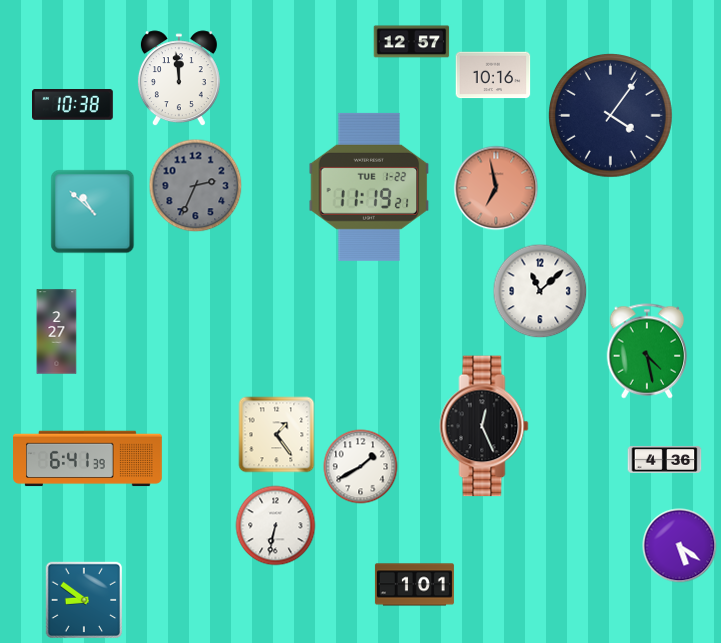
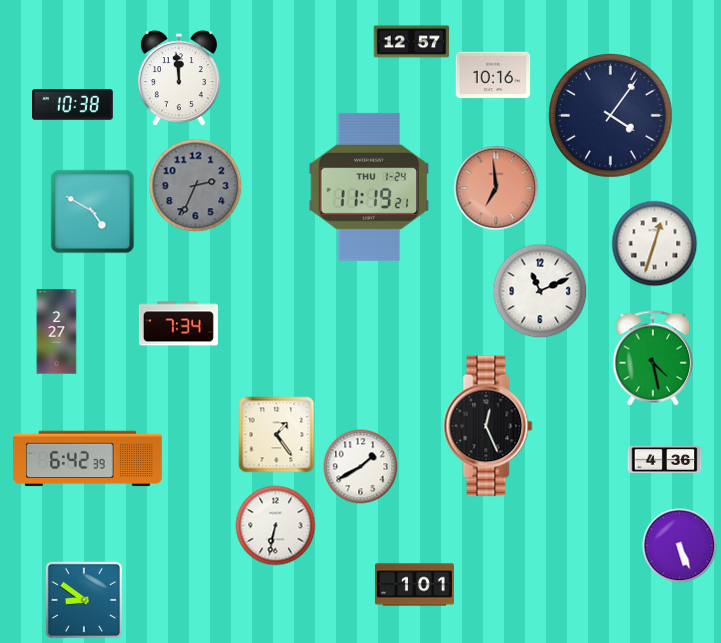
clock at (369, 187) date: TUE 1-22 -> THU 1-24
clock at (496, 188): 6:58 -> 6:59
clock at (93, 212): 10:52 -> 4:50
clock at (655, 244): none -> 12:33
clock at (540, 291): 11:08 -> 11:11
clock at (178, 324): none -> 7:34
clock at (647, 351) position: (647, 351) -> (653, 358)
clock at (484, 426) position: (484, 426) -> (488, 426)
clock at (88, 459): 6:41 -> 6:42
clock at (680, 546): 5:21 -> 5:26
